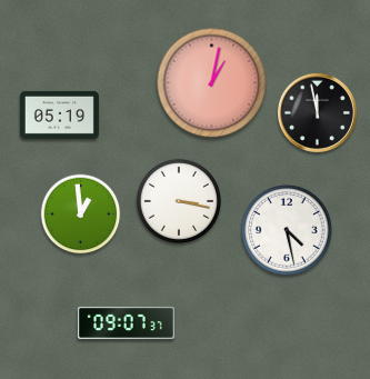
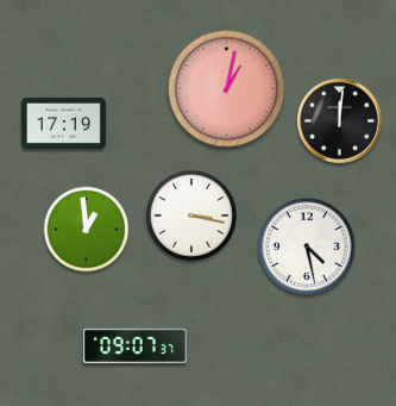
clock at (317, 112): 11:58 -> 12:01
clock at (59, 114): 05:19 -> 17:19
